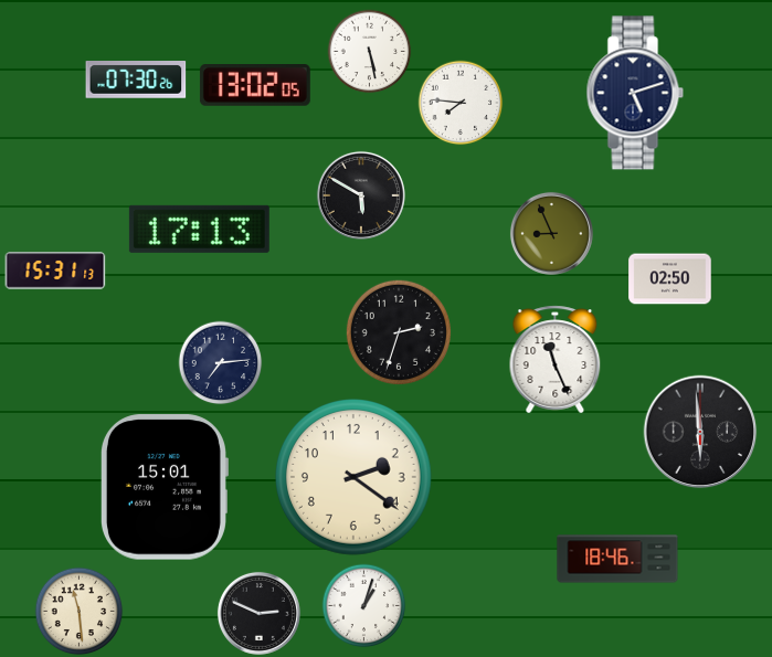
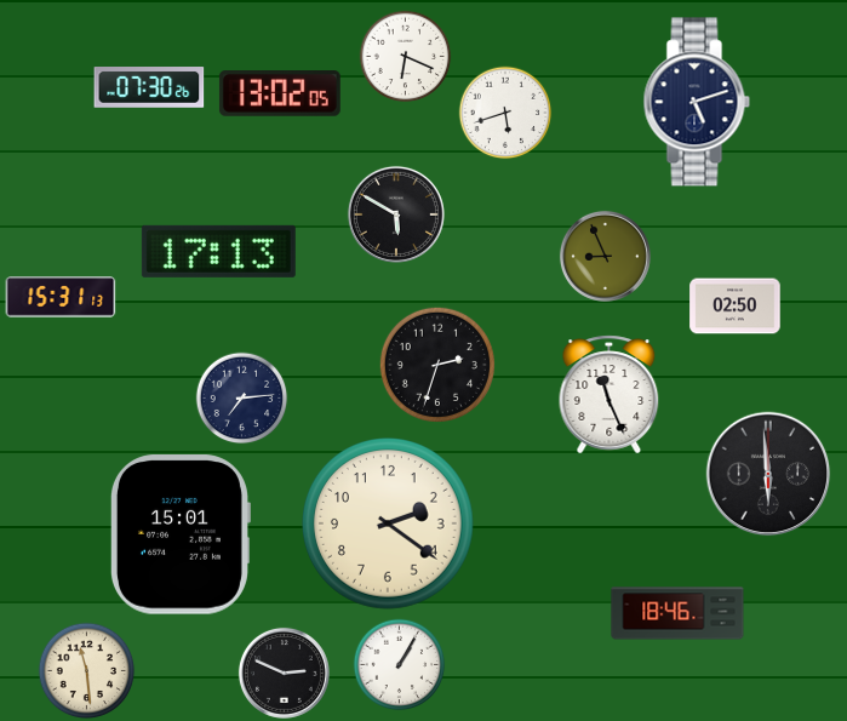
clock at (370, 52): 5:28 -> 6:19
clock at (461, 103): 7:46 -> 5:42
clock at (364, 606): 1:03 -> 1:05
